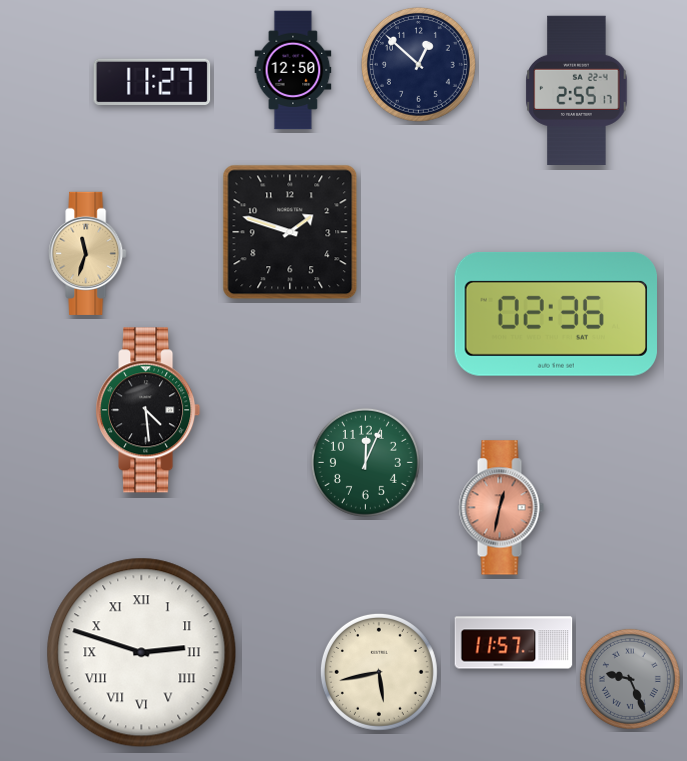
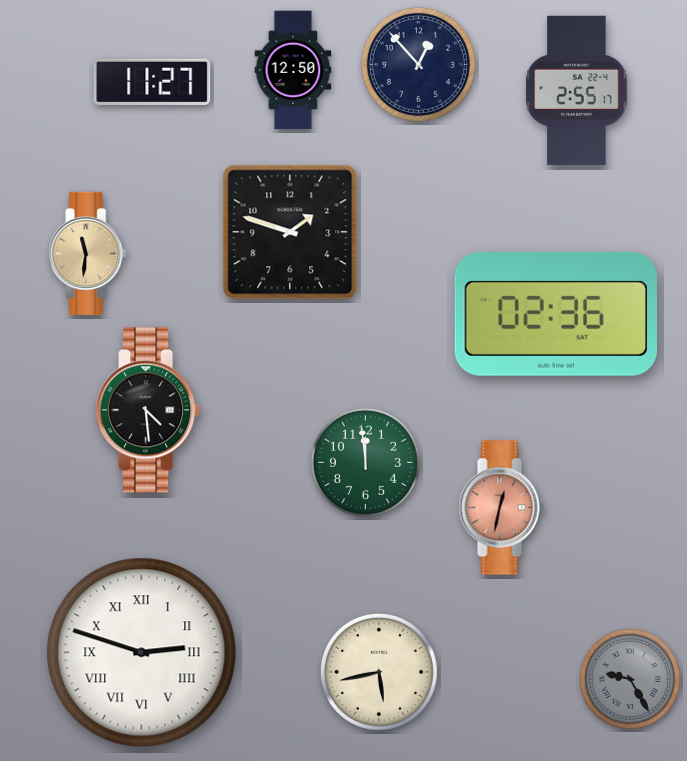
clock at (418, 64): 12:52 -> 12:53
clock at (88, 253): 11:33 -> 11:31
clock at (365, 462): 12:04 -> 11:59
clock at (514, 643): 11:57 -> none
clock at (630, 679): 9:26 -> 9:25
